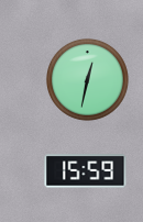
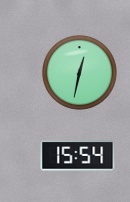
clock at (86, 171): 15:59 -> 15:54
